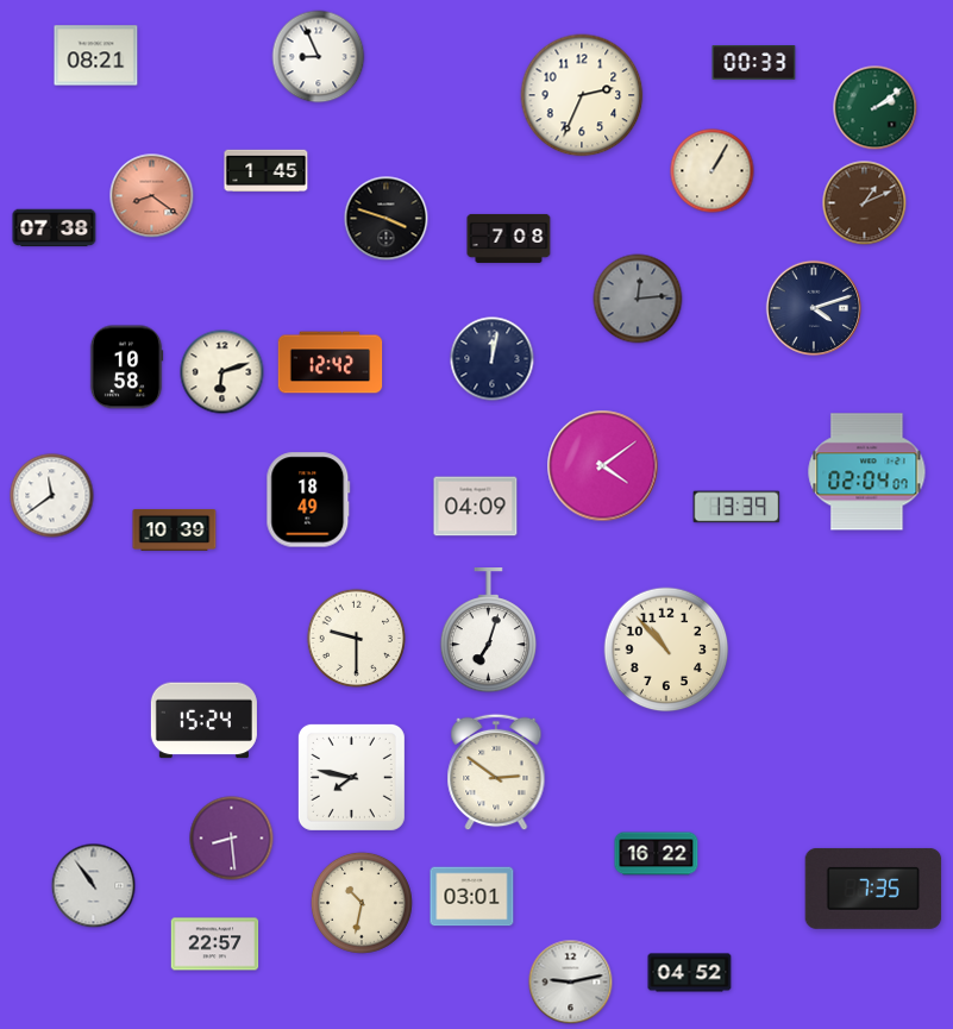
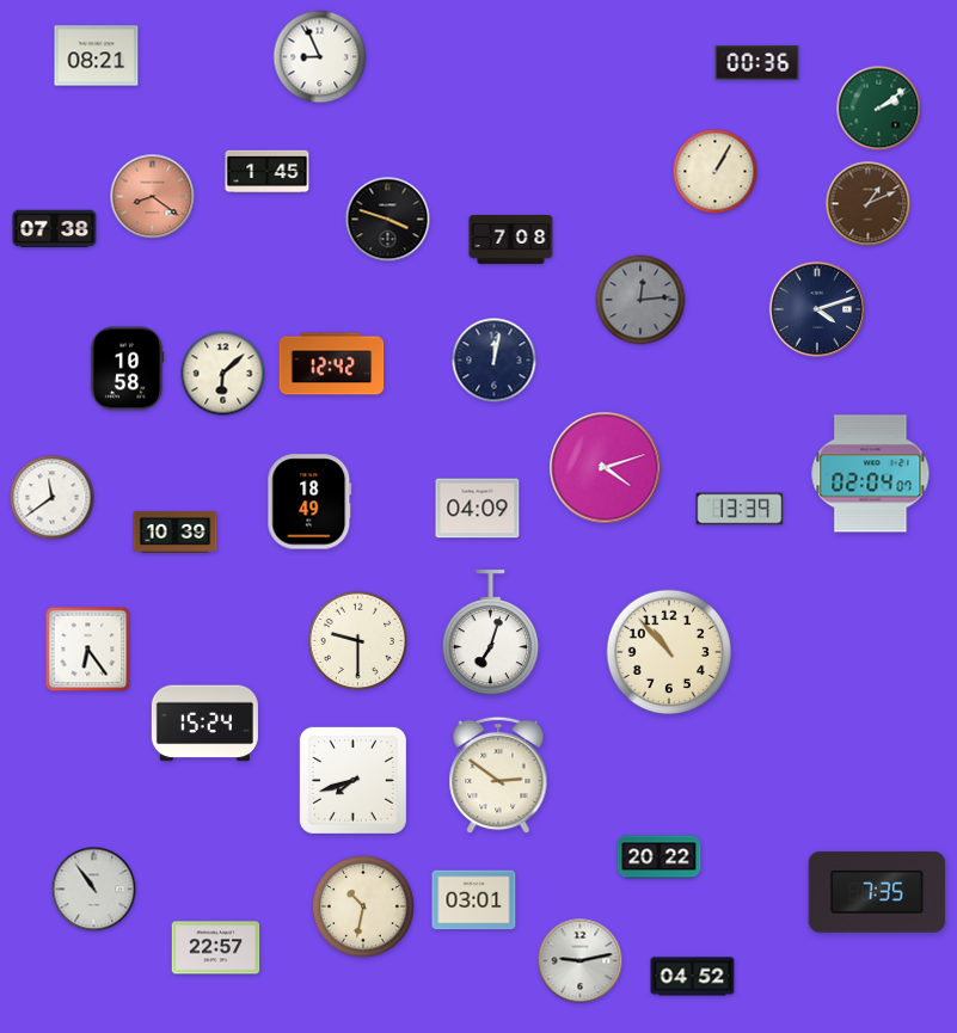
clock at (754, 63): 00:33 -> 00:36
clock at (582, 95): 2:34 -> none
clock at (222, 372): 6:12 -> 6:08
clock at (603, 466): 4:09 -> 4:12
clock at (88, 650): none -> 6:24
clock at (351, 777): 7:47 -> 7:42
clock at (232, 839): 8:29 -> none
clock at (657, 854): 16:22 -> 20:22
clock at (571, 983) position: (571, 983) -> (581, 961)
